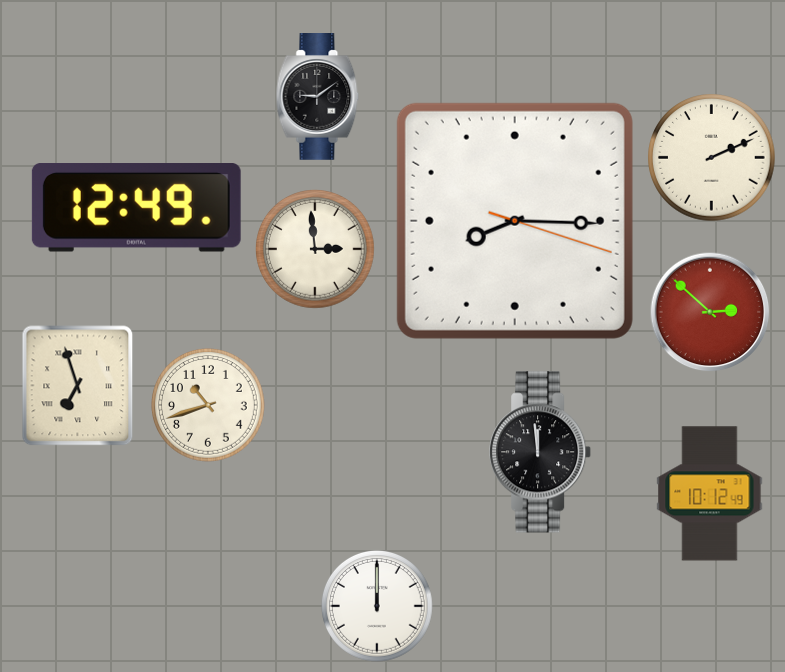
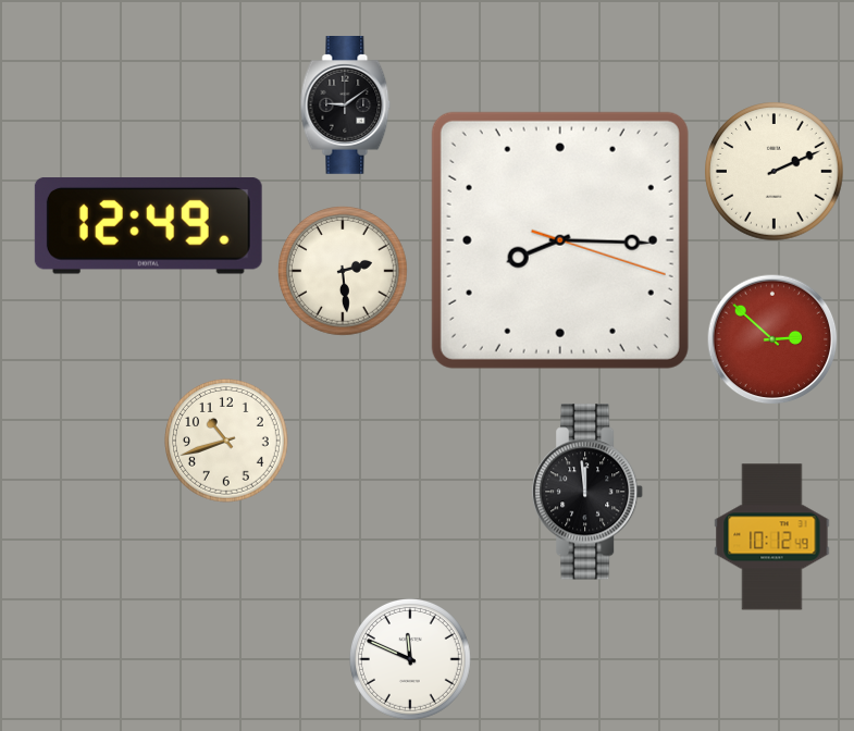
clock at (316, 250): 2:59 -> 2:29
clock at (78, 386): 6:57 -> none
clock at (377, 606): 12:00 -> 11:49
